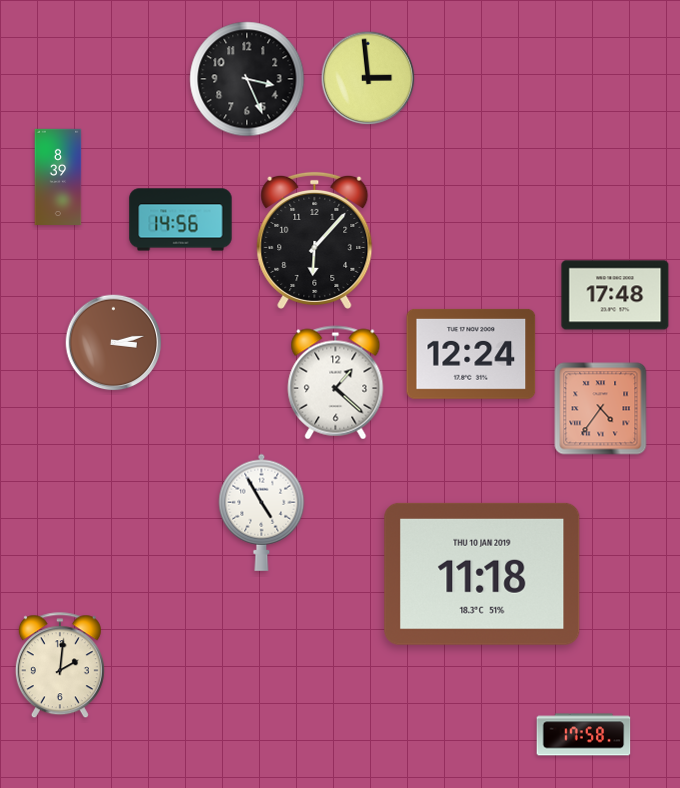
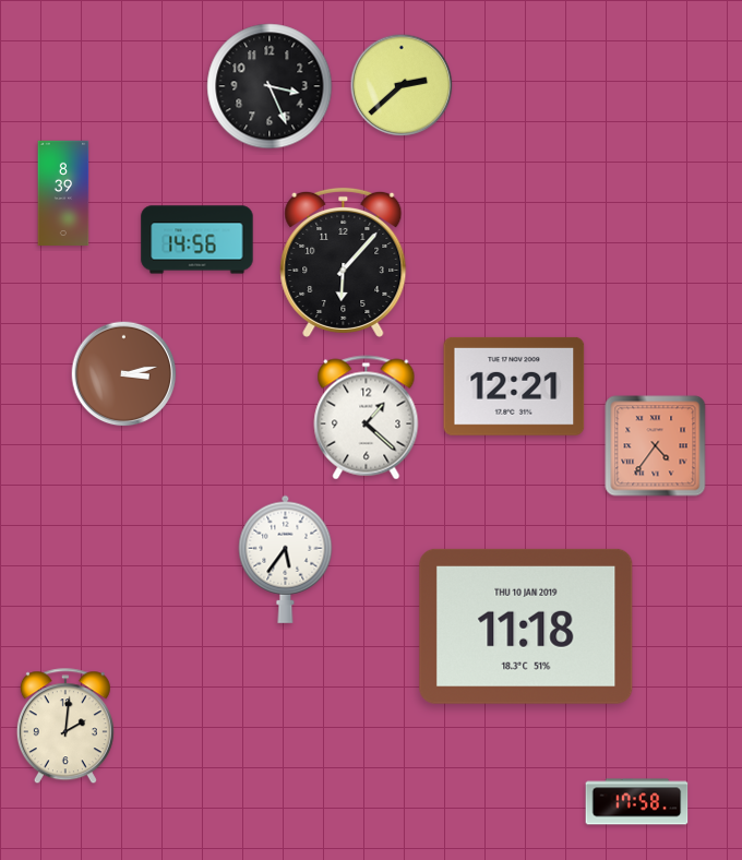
clock at (368, 78): 2:59 -> 2:38
clock at (615, 295): 17:48 -> none
clock at (471, 354): 12:24 -> 12:21
clock at (262, 512): 4:55 -> 5:36
